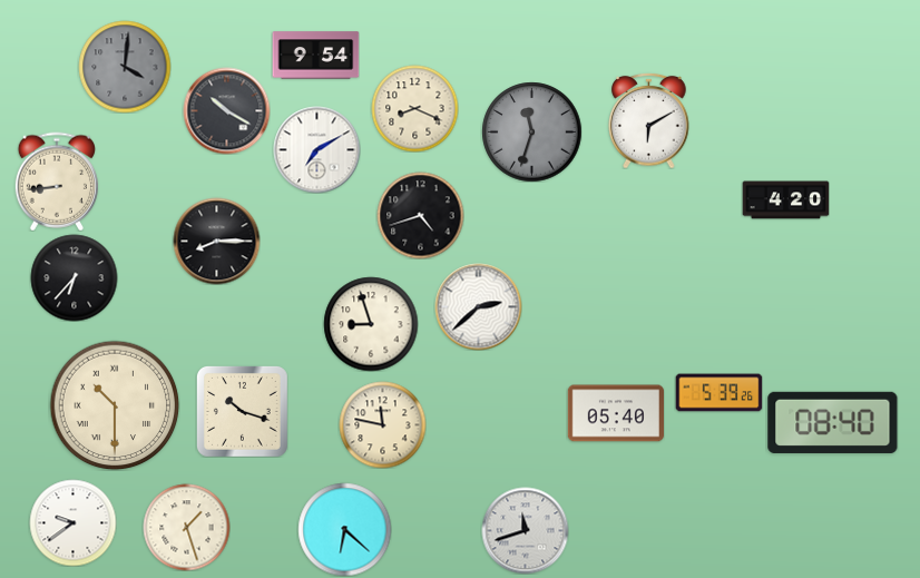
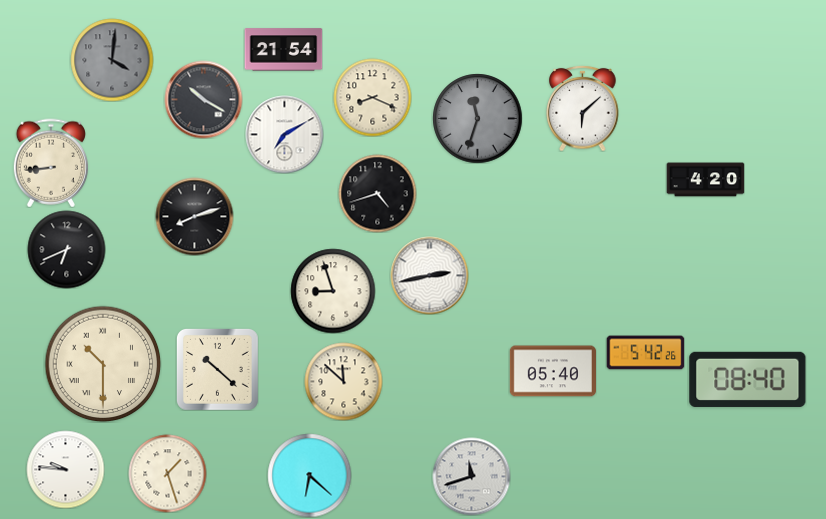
clock at (315, 56): 9:54 -> 21:54
clock at (649, 120): 6:10 -> 6:08
clock at (216, 241): 8:15 -> 8:12
clock at (74, 277): 6:37 -> 6:41
clock at (478, 306): 2:38 -> 2:43
clock at (718, 393): 5:39 -> 5:42
clock at (242, 411): 10:18 -> 10:22
clock at (382, 424): 11:47 -> 11:52
clock at (72, 522): 9:39 -> 9:46
